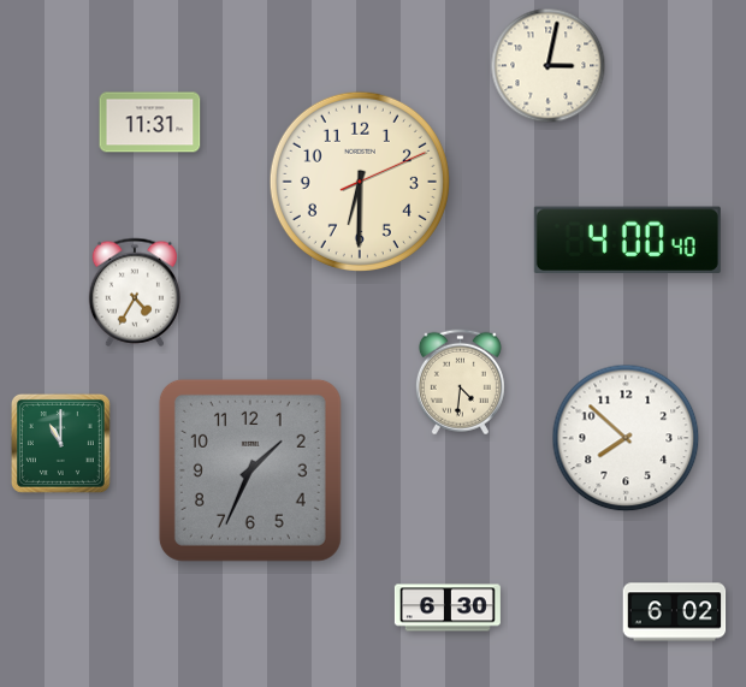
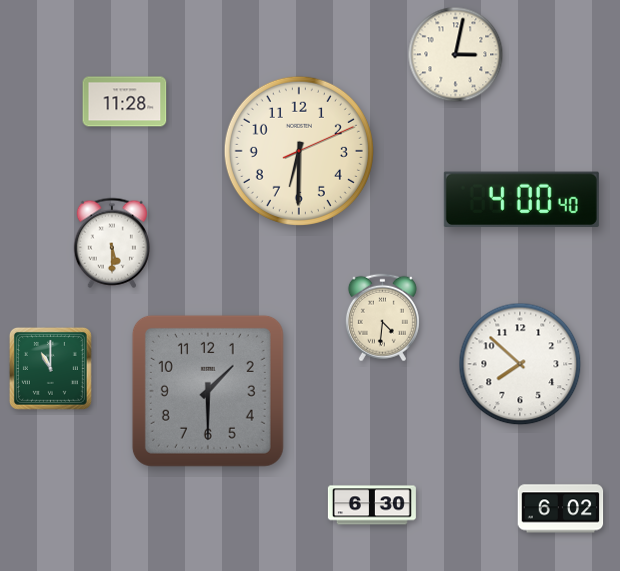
clock at (150, 123): 11:31 -> 11:28
clock at (135, 292): 4:35 -> 5:30
clock at (250, 470): 1:34 -> 1:30
